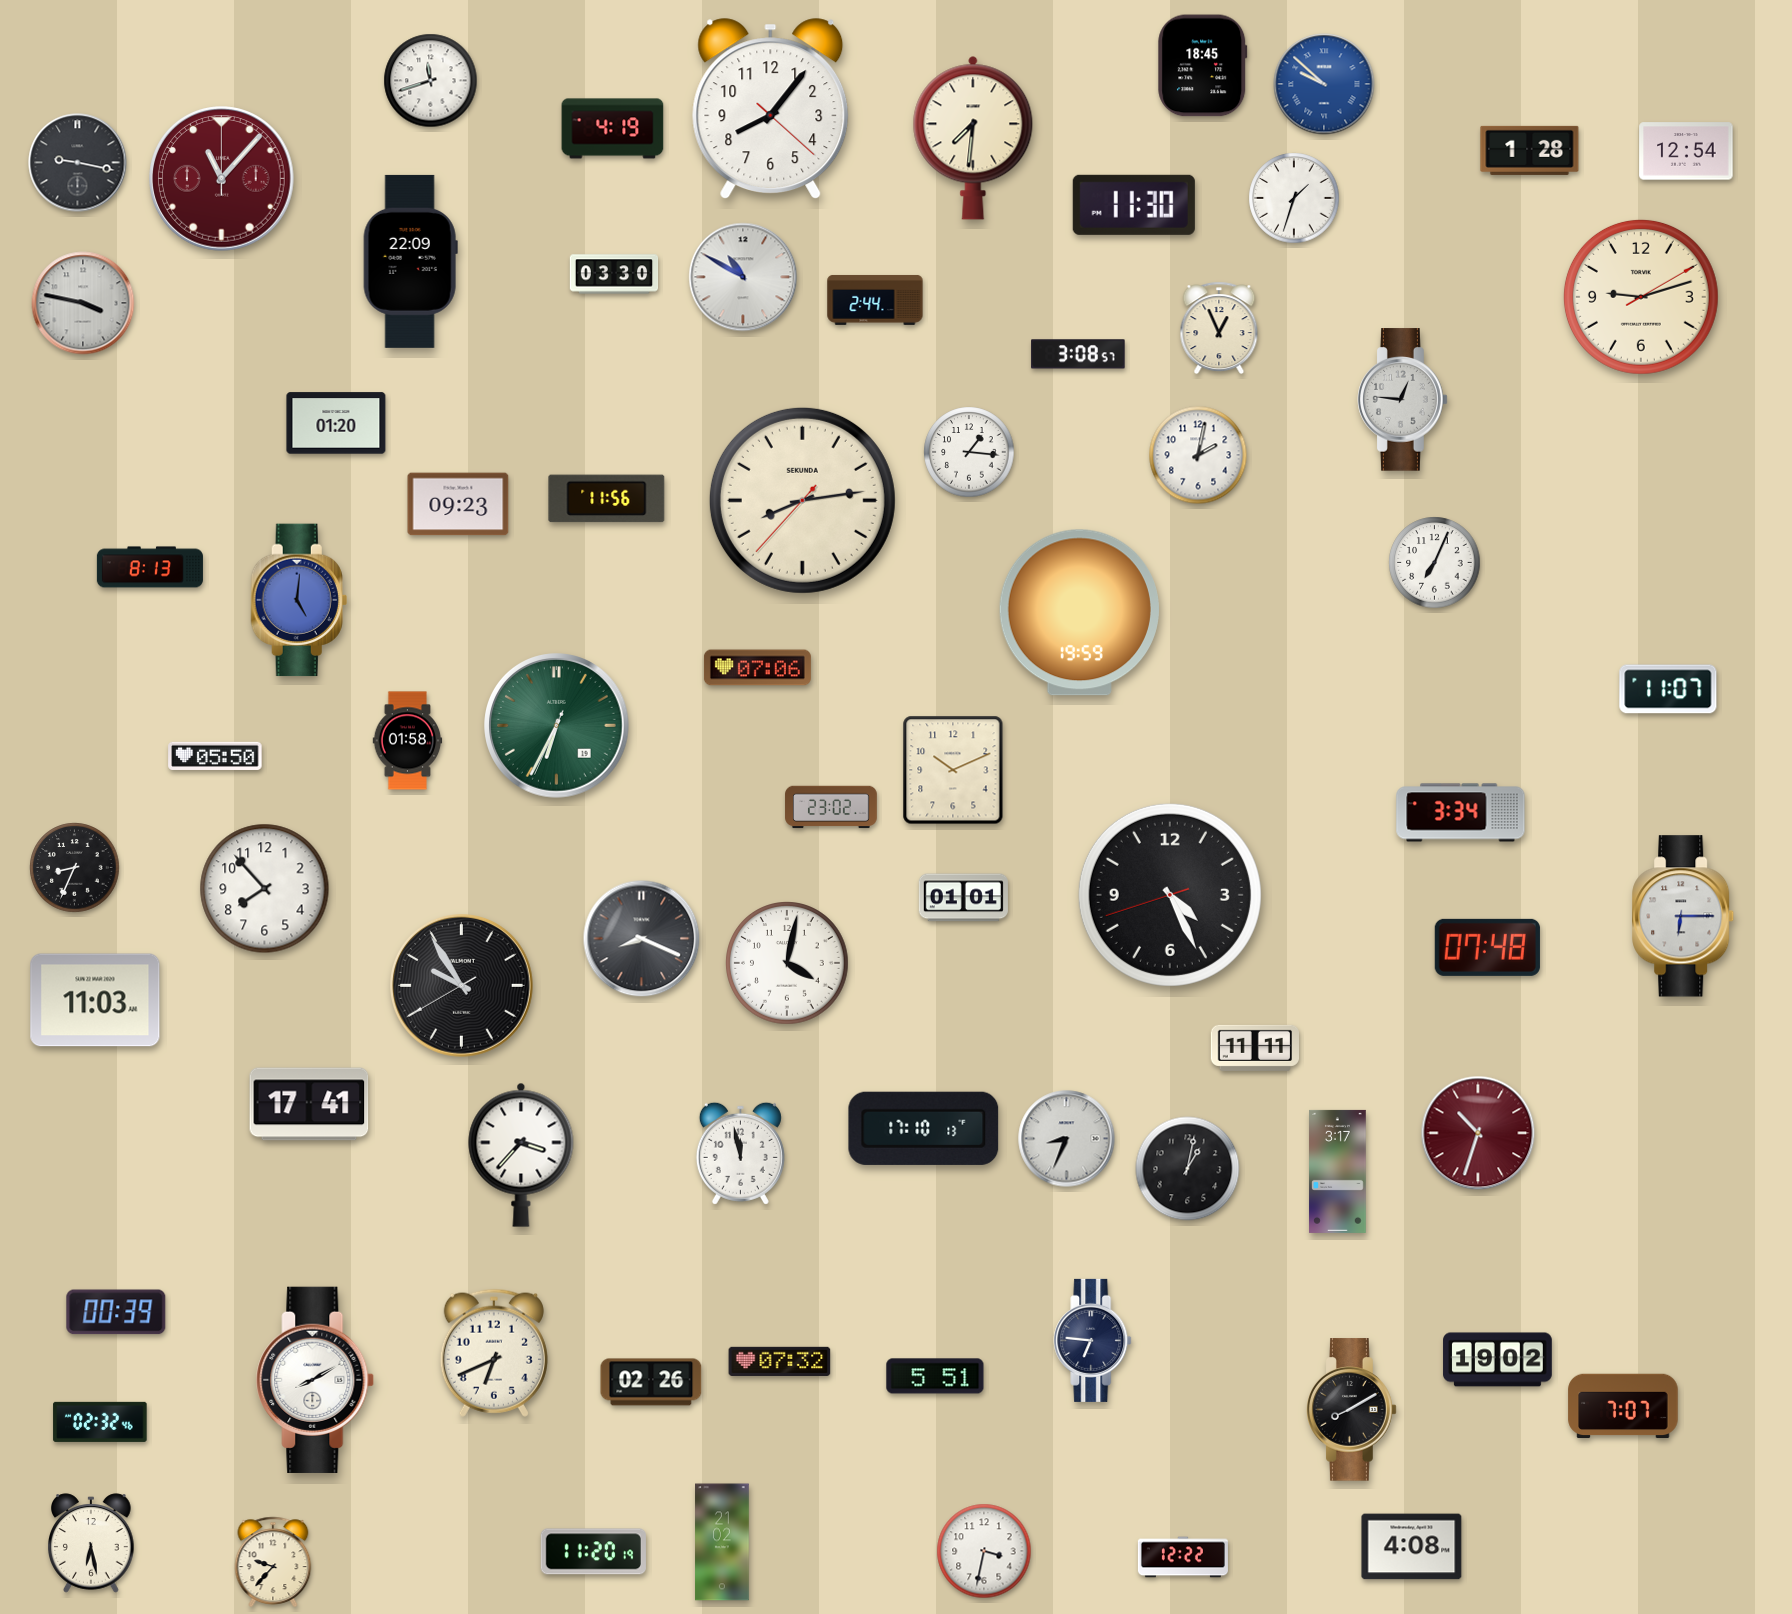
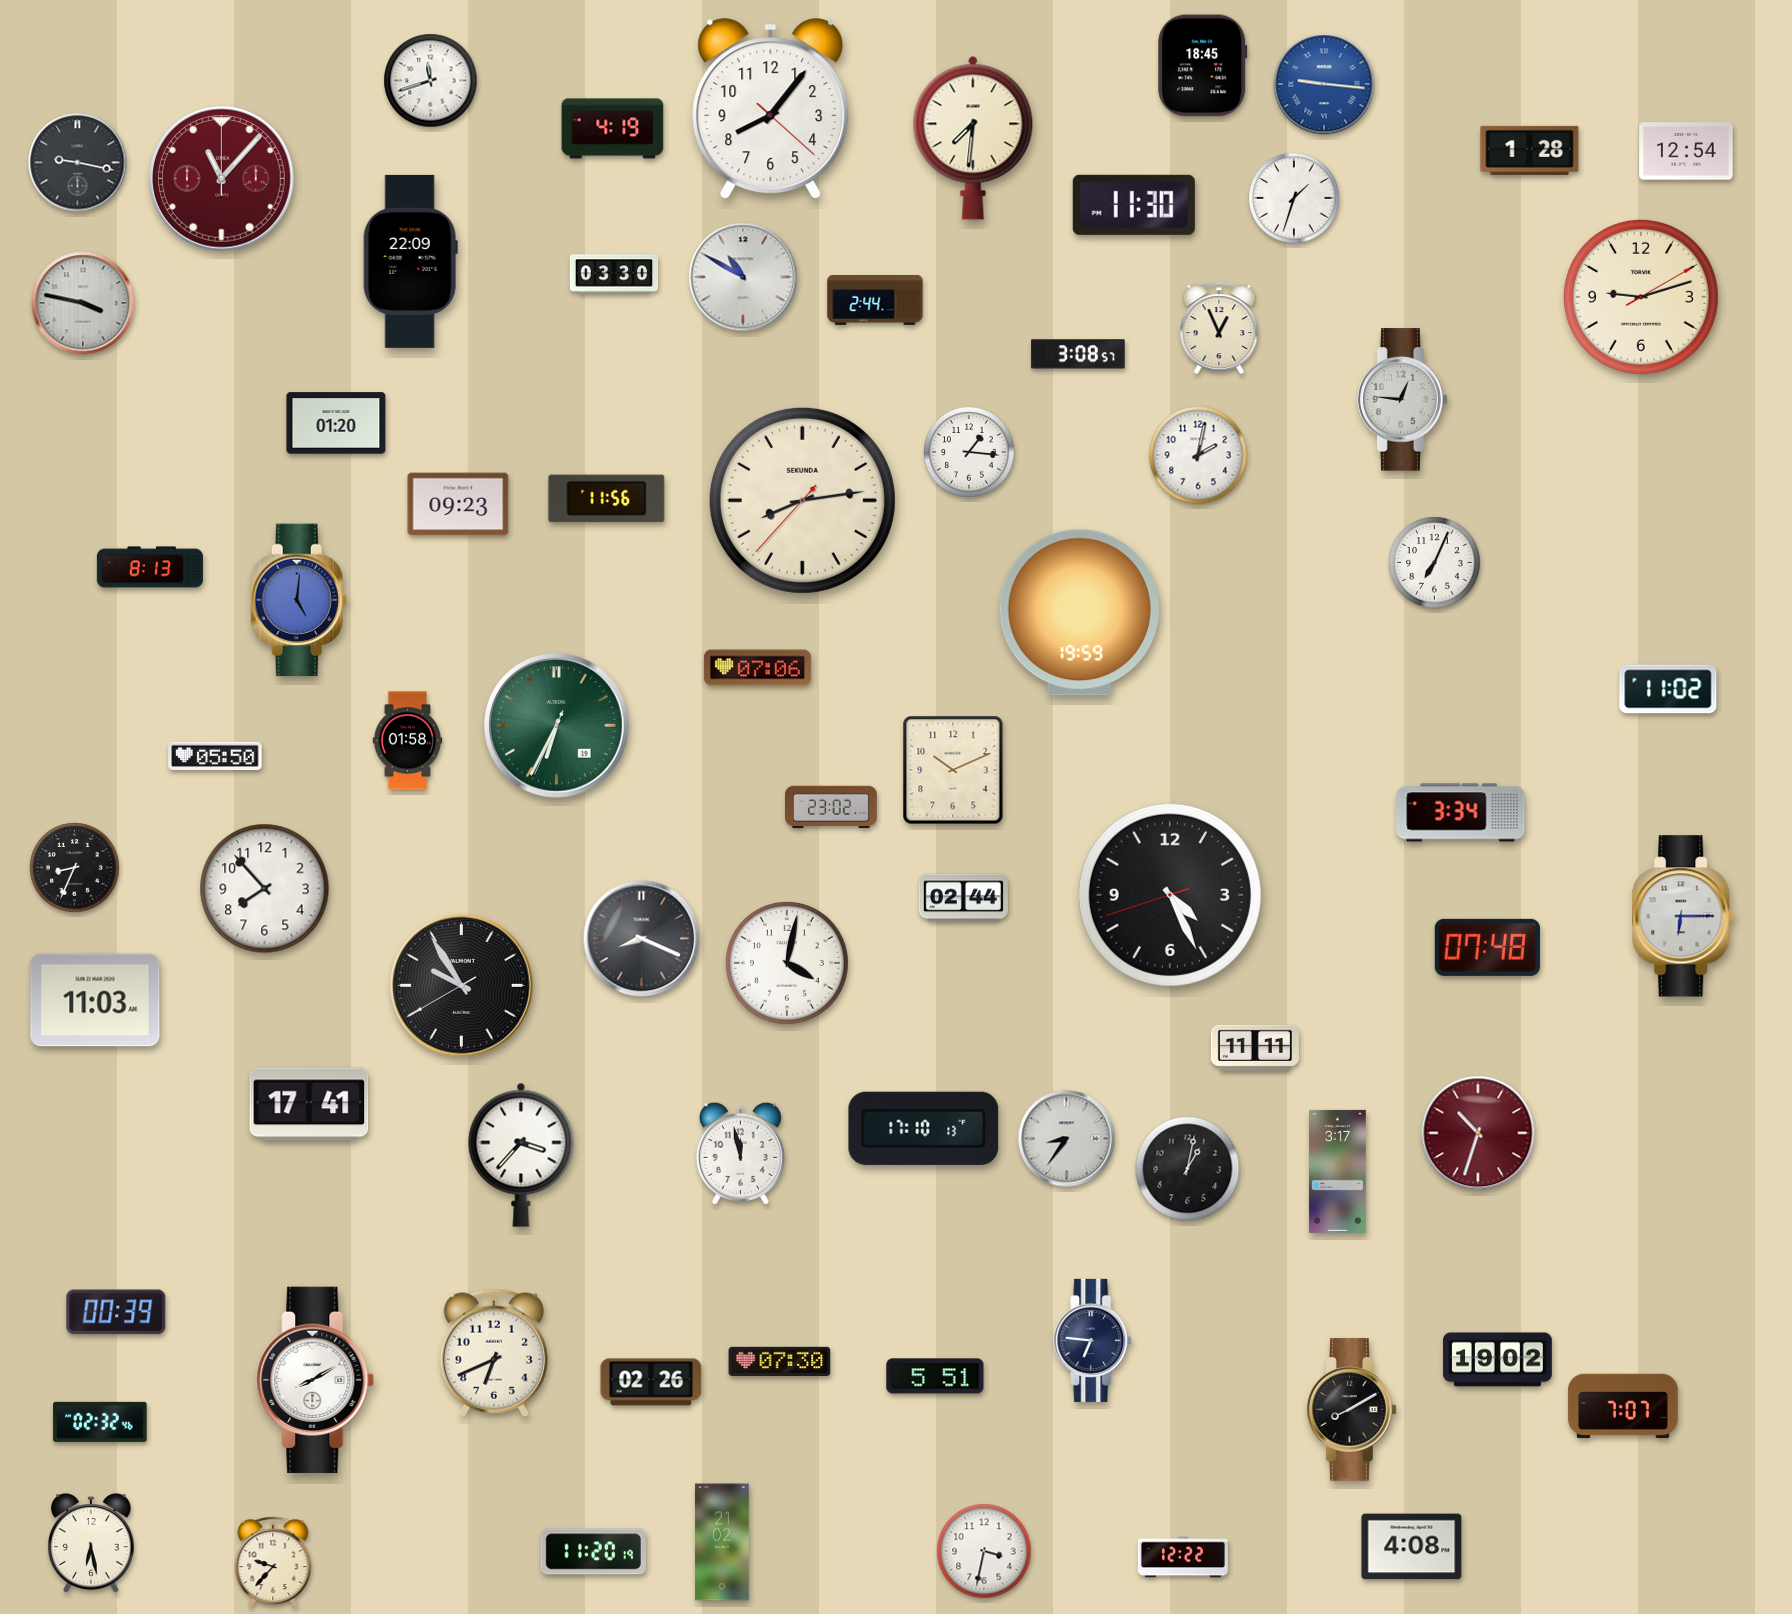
clock at (1324, 84): 9:52 -> 9:16
clock at (1668, 689): 11:07 -> 11:02
clock at (963, 898): 01:01 -> 02:44
clock at (1067, 1139): 8:34 -> 8:36
clock at (780, 1361): 07:32 -> 07:30
